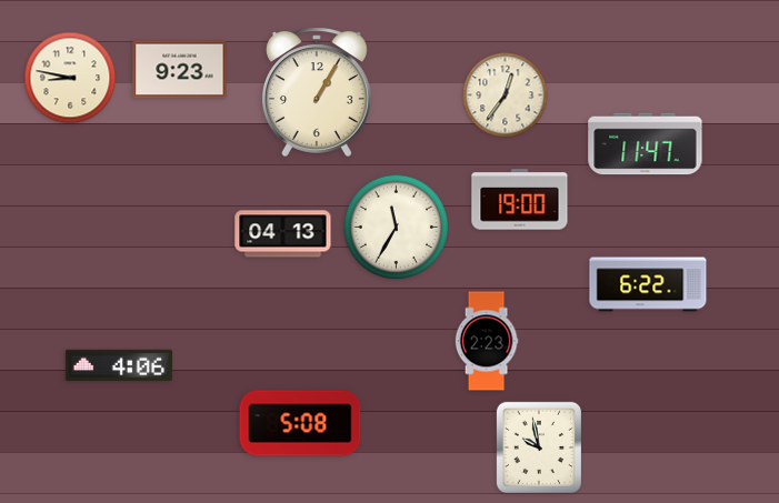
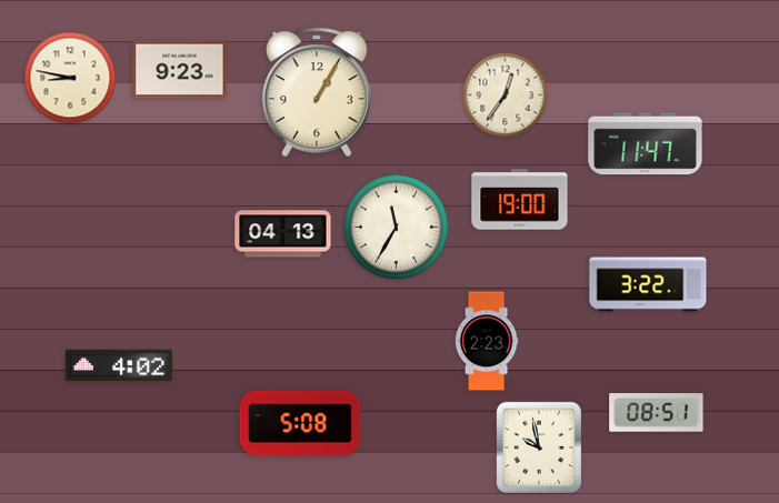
clock at (648, 284): 6:22 -> 3:22
clock at (119, 364): 4:06 -> 4:02
clock at (657, 413): none -> 08:51
